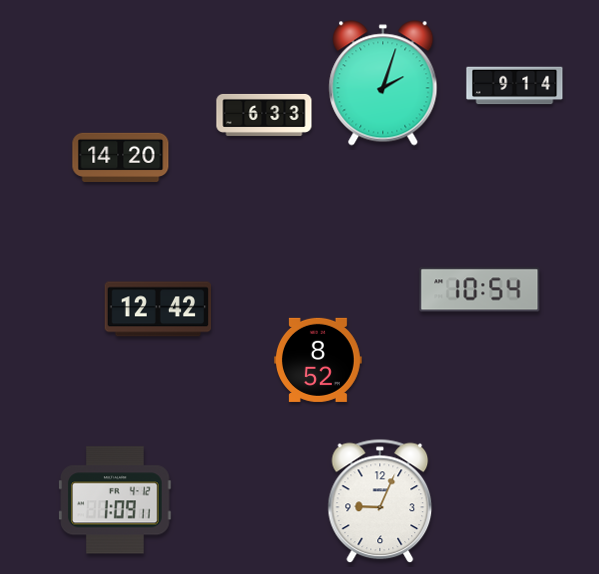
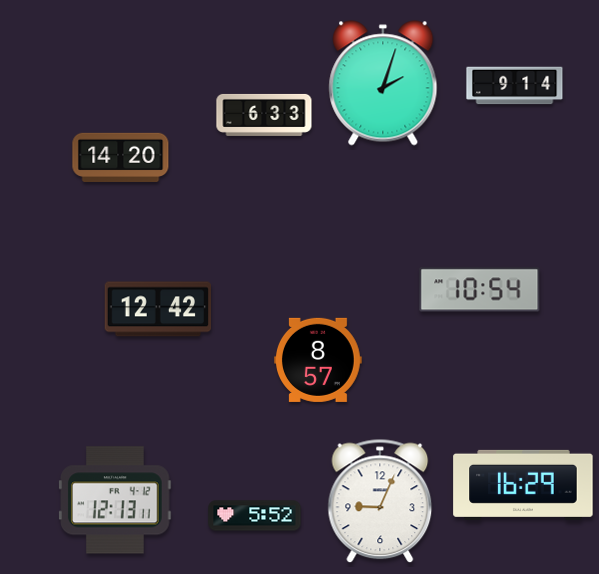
clock at (319, 360): 8:52 -> 8:57
clock at (523, 485): none -> 16:29
clock at (116, 500): 1:09 -> 12:13
clock at (255, 516): none -> 5:52
